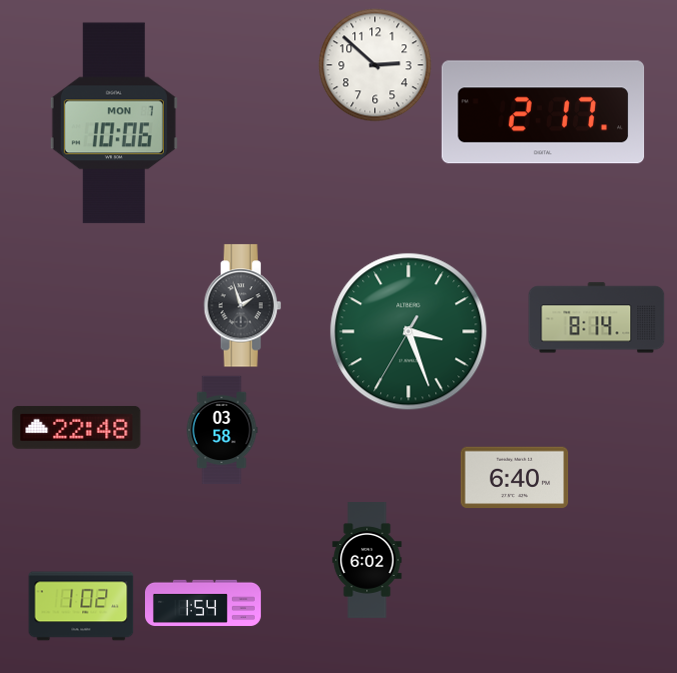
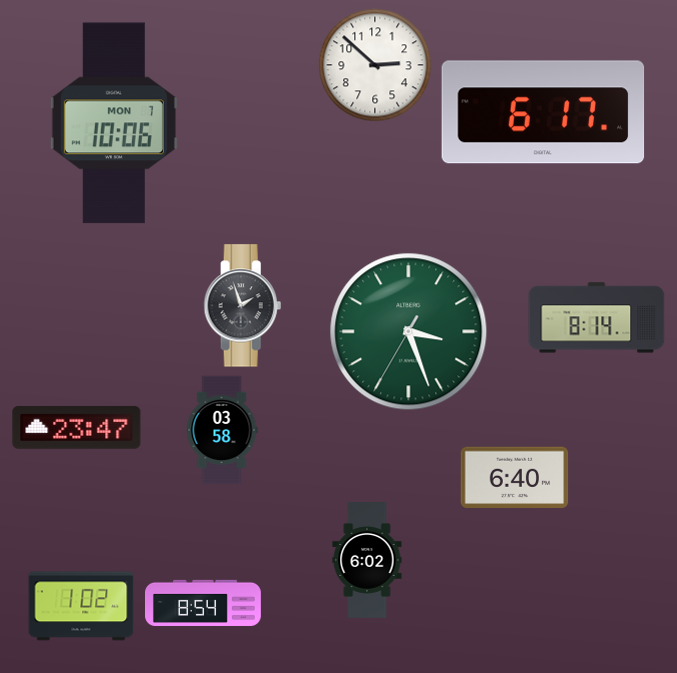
clock at (543, 112): 2:17 -> 6:17
clock at (77, 427): 22:48 -> 23:47
clock at (204, 603): 1:54 -> 8:54
